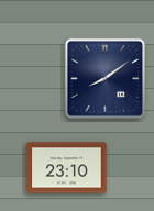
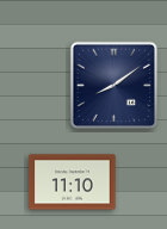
clock at (67, 168): 23:10 -> 11:10
